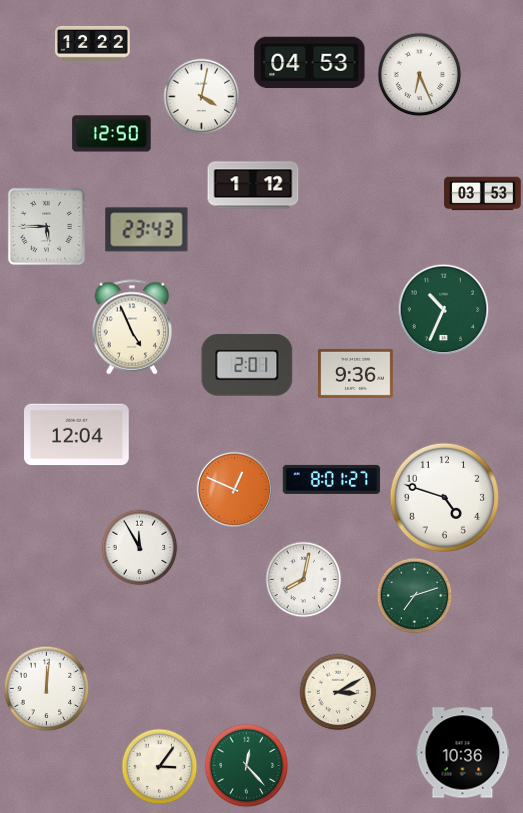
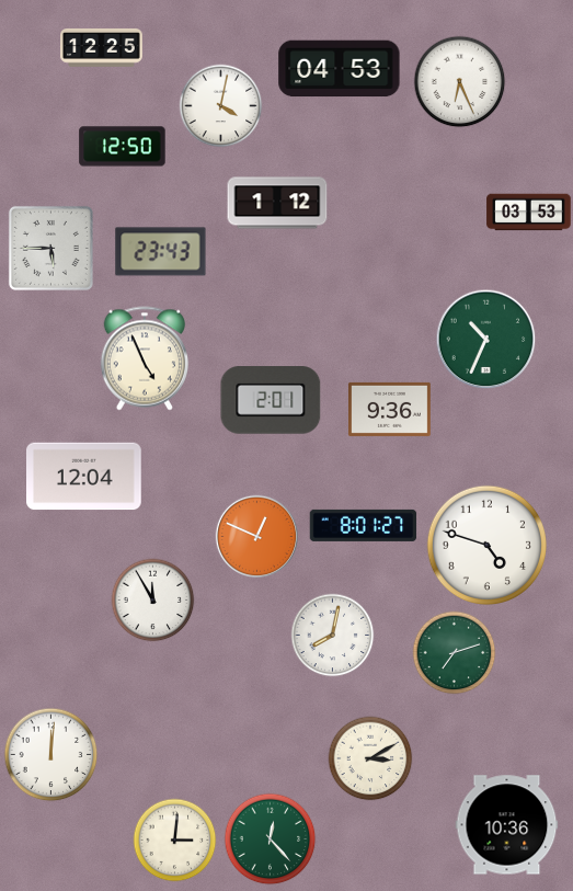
clock at (93, 43): 12:22 -> 12:25
clock at (160, 767): 3:06 -> 3:01
